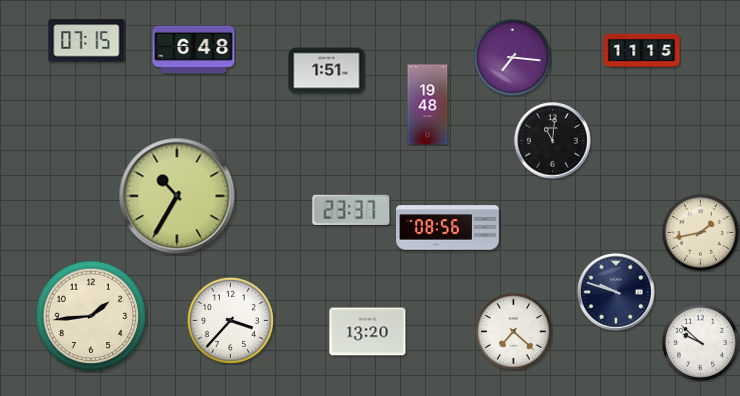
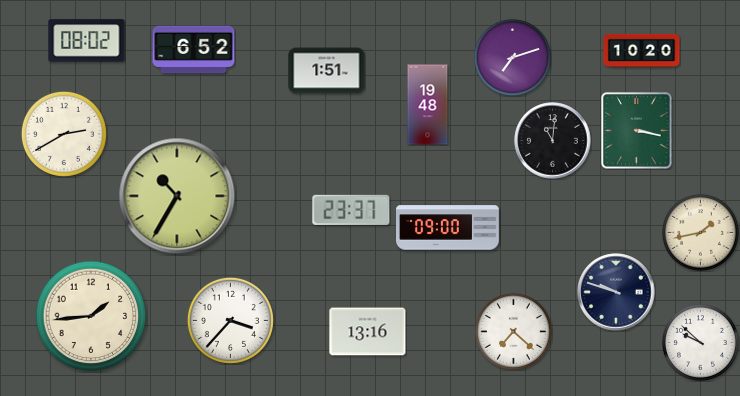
clock at (87, 41): 07:15 -> 08:02
clock at (194, 50): 6:48 -> 6:52
clock at (642, 50): 11:15 -> 10:20
clock at (512, 57): 7:16 -> 7:12
clock at (637, 131): none -> 3:17
clock at (64, 134): none -> 2:40
clock at (448, 228): 08:56 -> 09:00
clock at (368, 332): 13:20 -> 13:16
